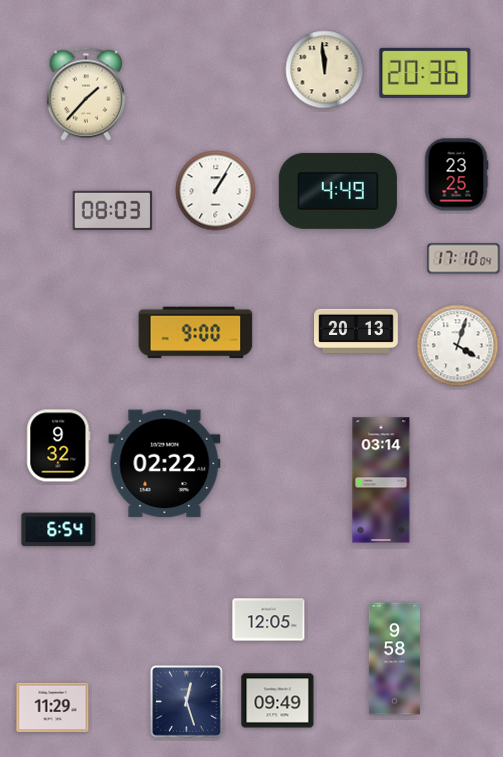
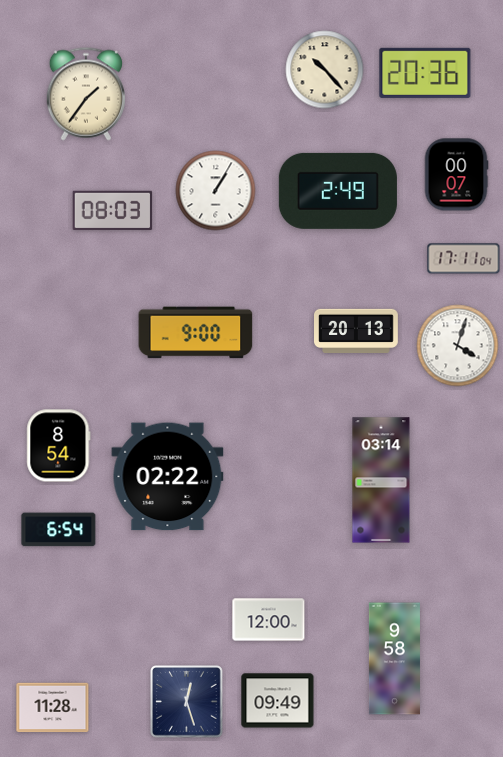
clock at (325, 70): 11:59 -> 10:23
clock at (86, 94): 1:37 -> 1:36
clock at (456, 175): 23:25 -> 00:07
clock at (338, 191): 4:49 -> 2:49
clock at (464, 259): 17:10 -> 17:11
clock at (59, 446): 9:32 -> 8:54
clock at (165, 464) position: (165, 464) -> (168, 477)
clock at (269, 620): 12:05 -> 12:00
clock at (53, 708): 11:29 -> 11:28
